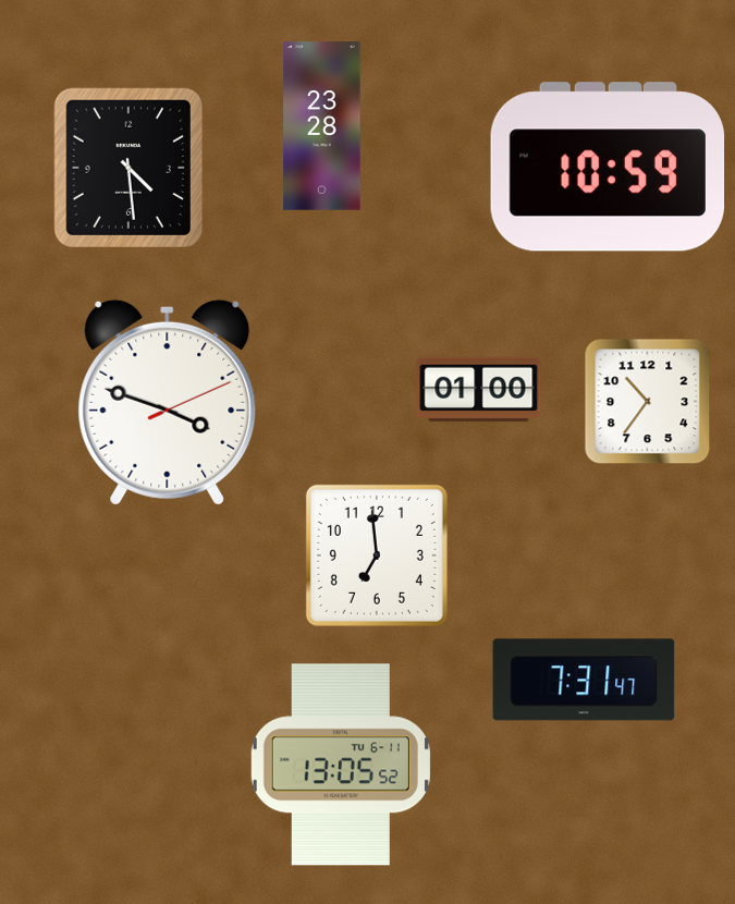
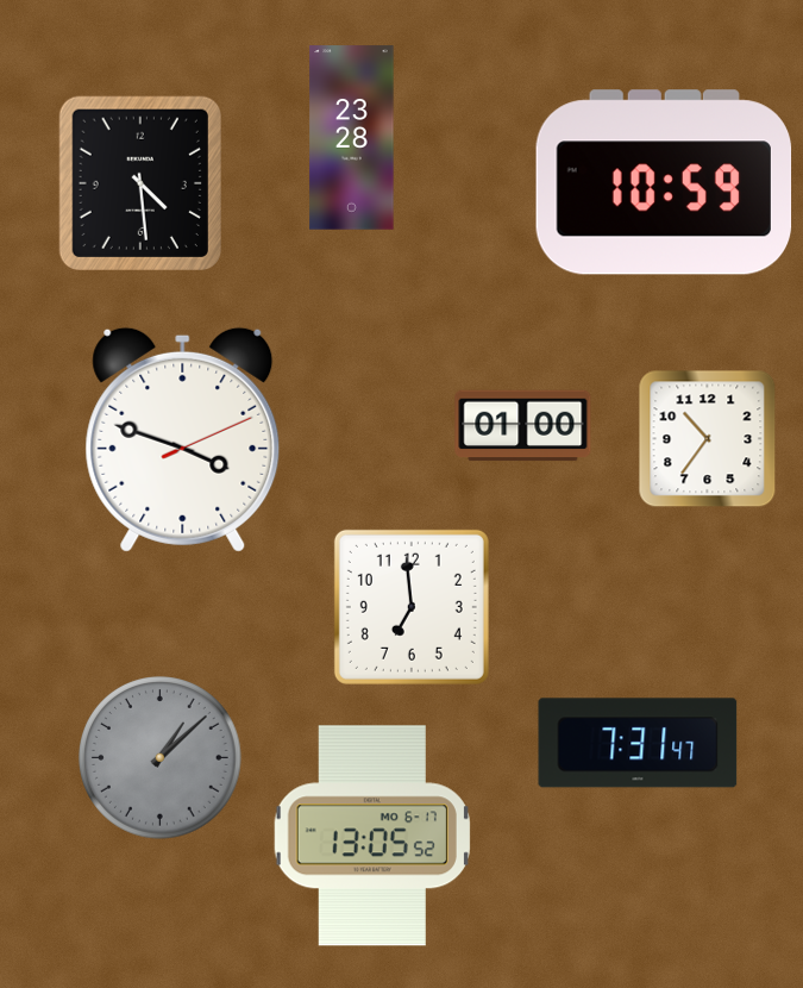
clock at (161, 758): none -> 1:08
clock at (341, 765) date: TU 6-11 -> MO 6-17
